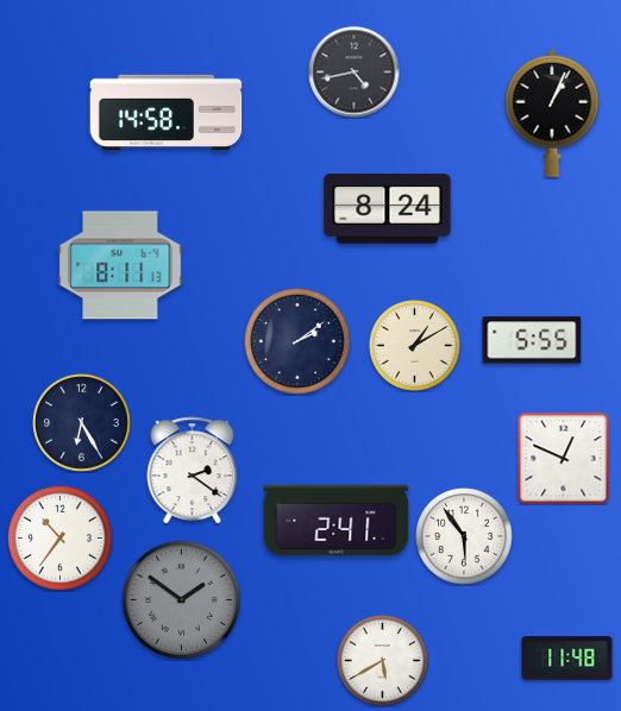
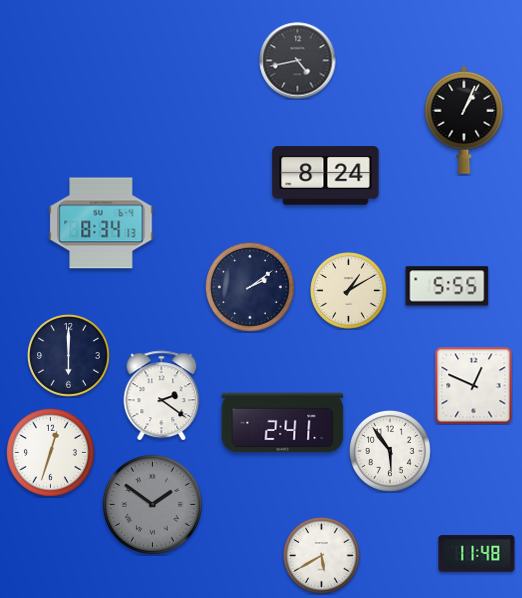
clock at (167, 112): 14:58 -> none
clock at (552, 113) position: (552, 113) -> (464, 120)
clock at (120, 265): 8:11 -> 8:34
clock at (82, 423): 6:25 -> 6:00
clock at (337, 521) position: (337, 521) -> (283, 423)
clock at (59, 537): 10:36 -> 12:33
